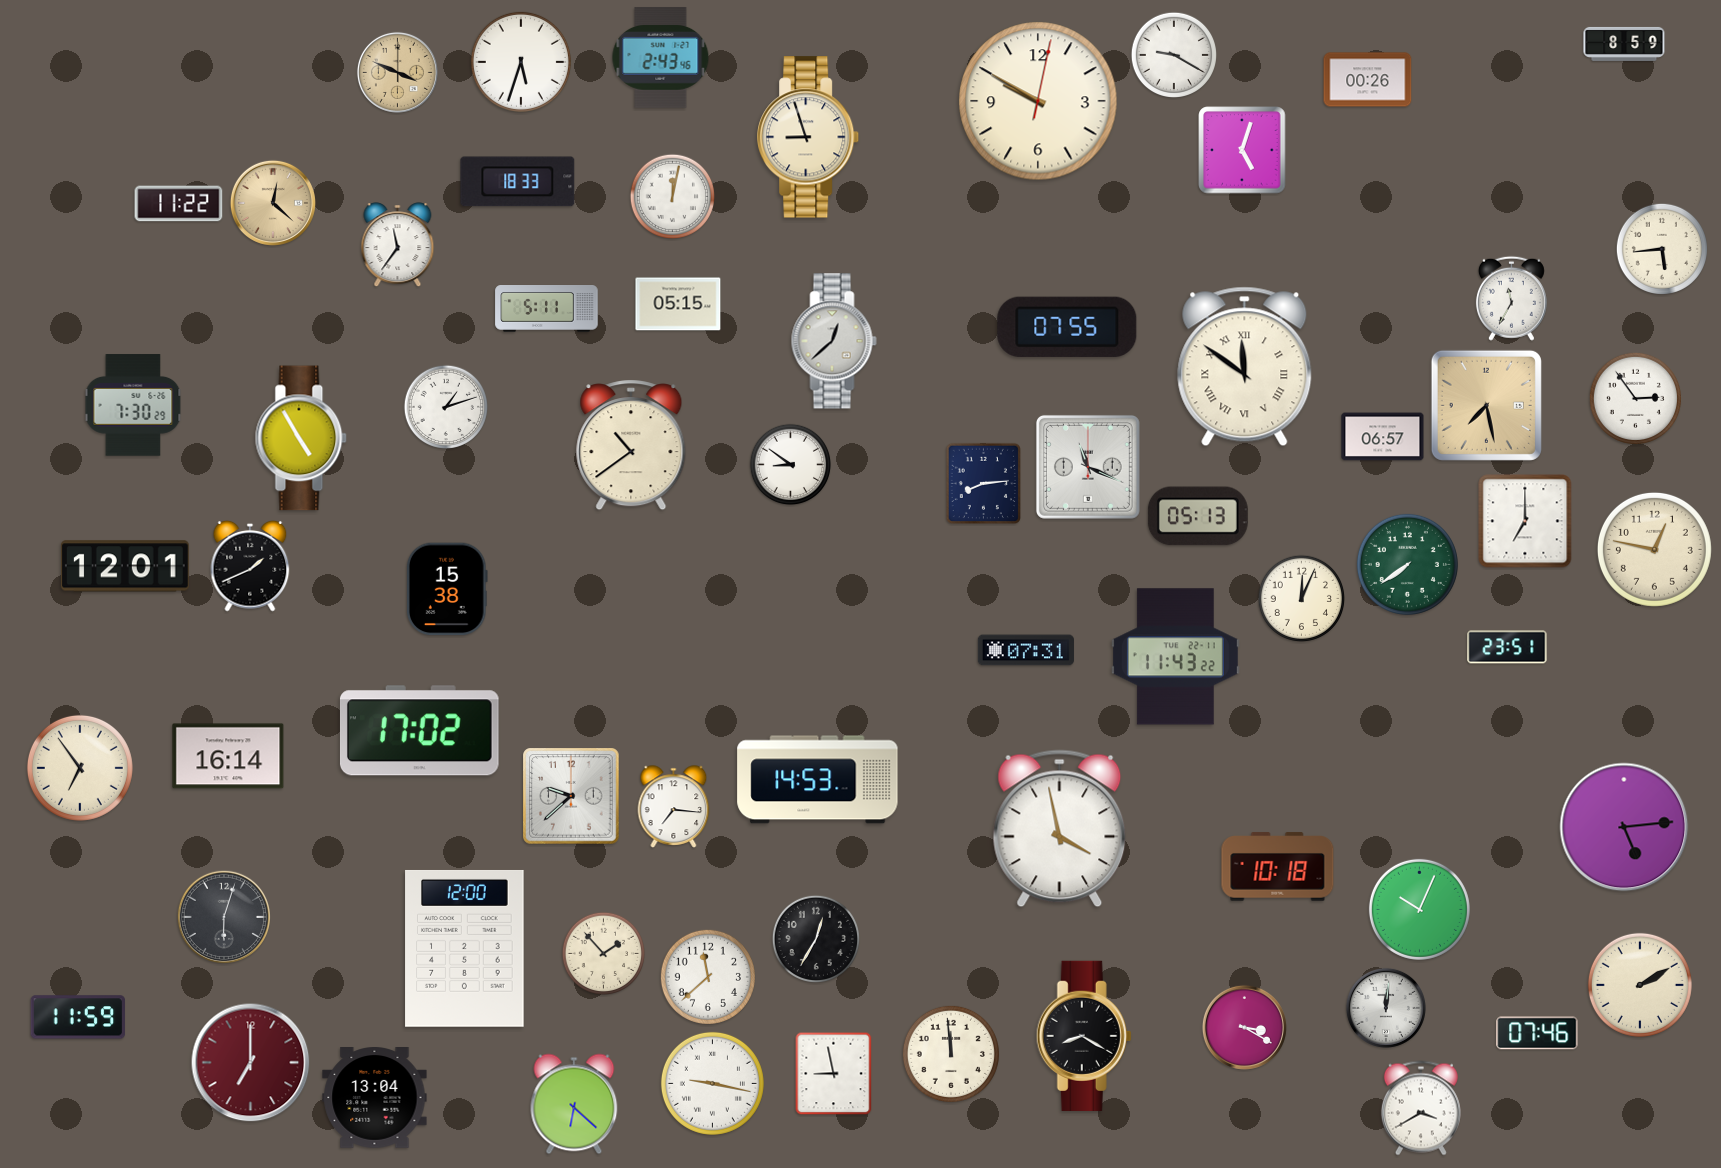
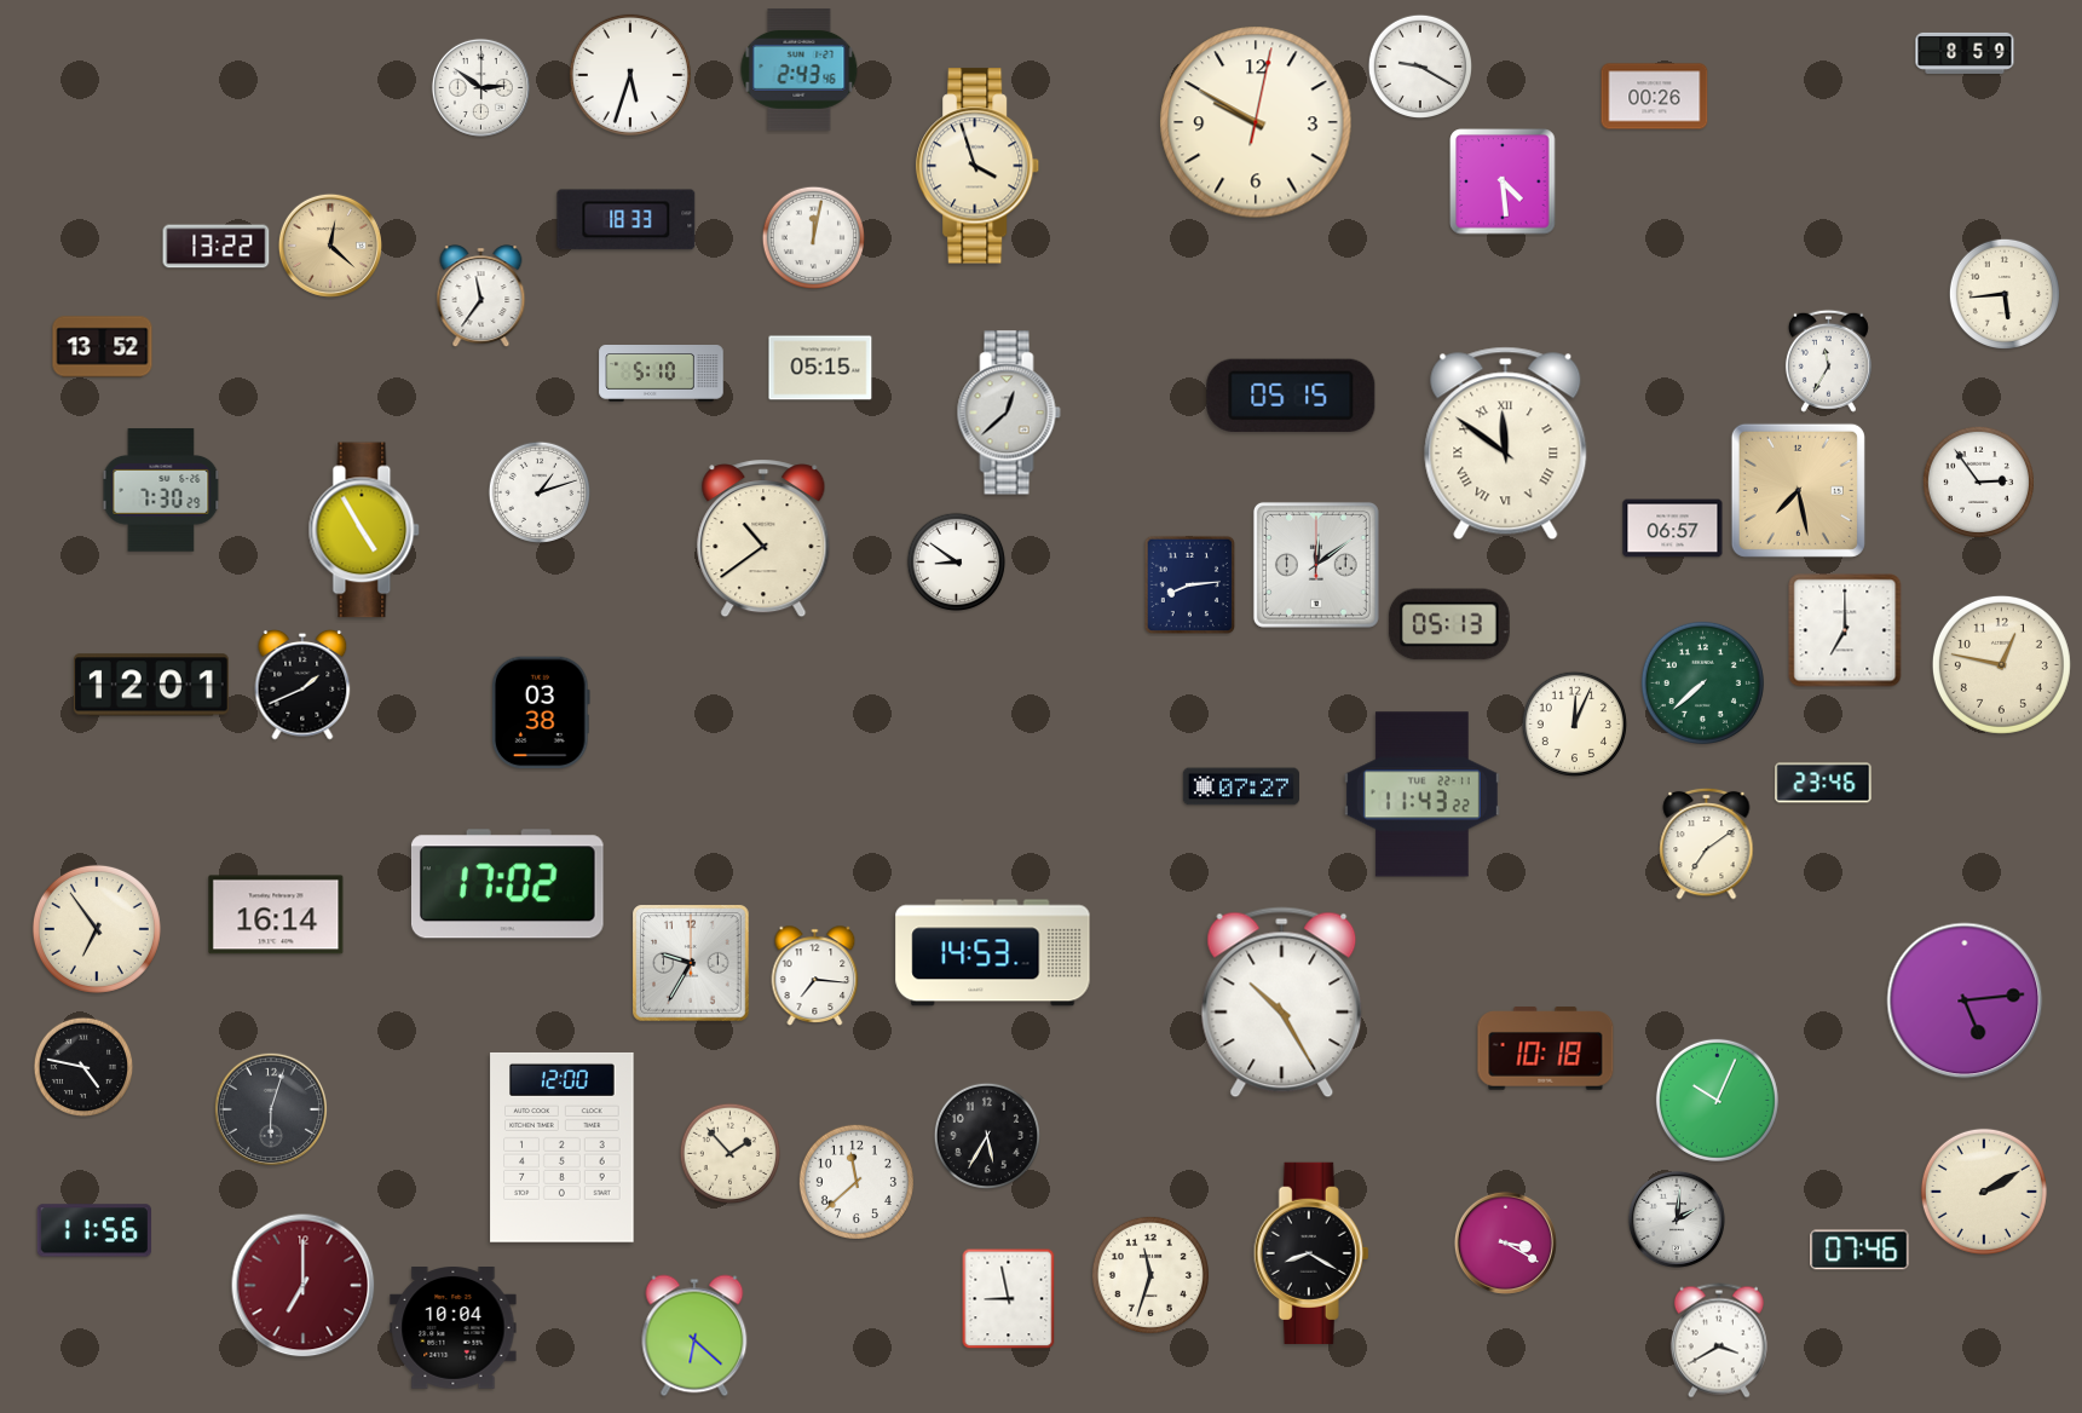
clock at (397, 72): 3:49 -> 2:51
clock at (397, 72) dial: champagne -> white
clock at (809, 137): 8:57 -> 3:57
clock at (1242, 150): 5:03 -> 4:29
clock at (179, 204): 11:22 -> 13:22
clock at (1662, 249) position: (1662, 249) -> (2005, 294)
clock at (103, 347): none -> 13:52
clock at (547, 309): 5:11 -> 5:10
clock at (1067, 327): 07:55 -> 05:15
clock at (1088, 467): 11:19 -> 12:09
clock at (1407, 564): 7:39 -> 7:38
clock at (447, 589): 15:38 -> 03:38
clock at (1507, 647): 23:51 -> 23:46
clock at (1026, 650): 07:31 -> 07:27
clock at (1707, 843): none -> 7:09
clock at (818, 780) position: (818, 780) -> (993, 953)
clock at (571, 796): 9:38 -> 9:35
clock at (1060, 829): 3:58 -> 10:25
clock at (83, 1067): none -> 4:47
clock at (815, 938): 12:35 -> 5:35
clock at (1386, 1008): 12:01 -> 2:01
clock at (77, 1017): 11:59 -> 11:56
clock at (951, 1054): 11:59 -> 11:33
clock at (712, 1083): 9:17 -> none
clock at (375, 1098): 13:04 -> 10:04
